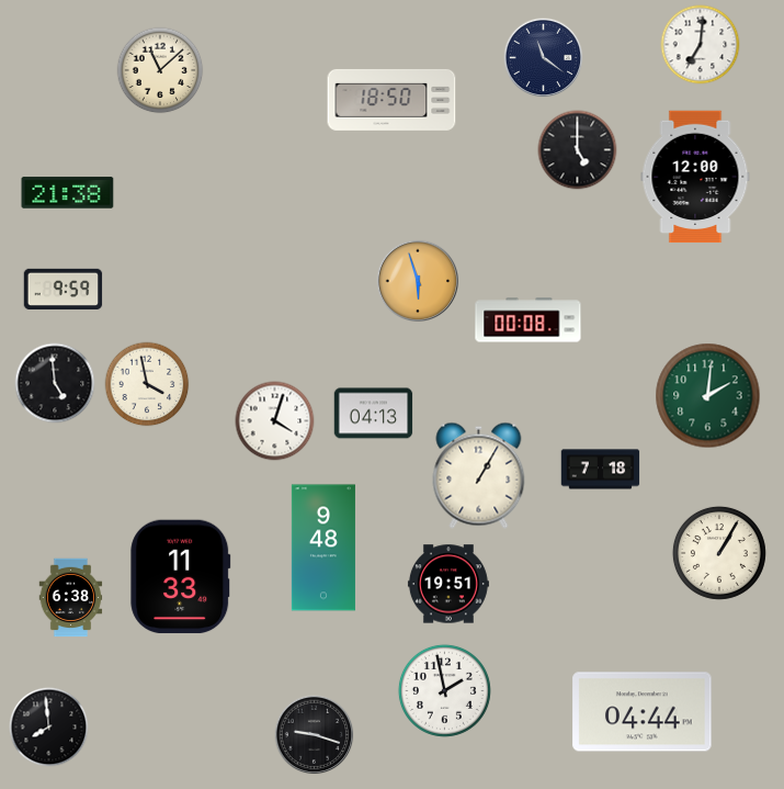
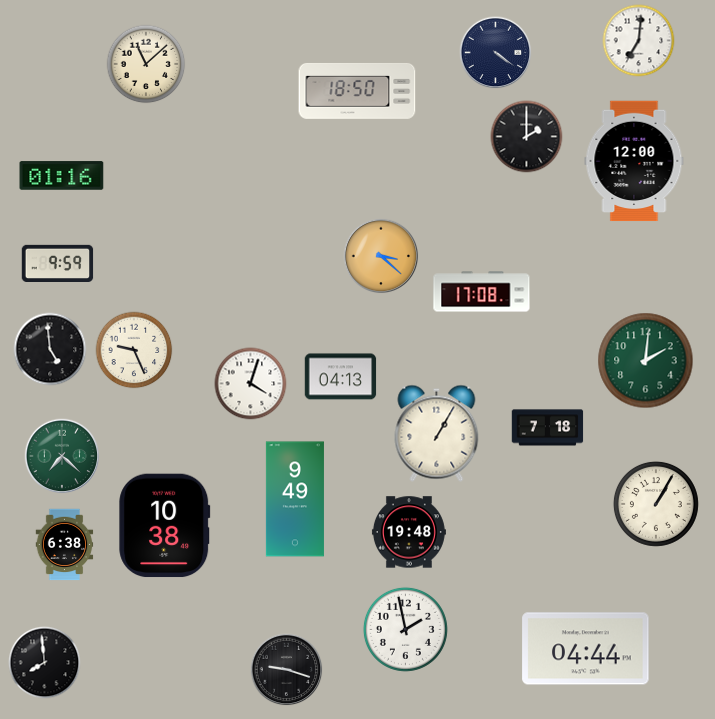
clock at (544, 58): 11:21 -> 4:21
clock at (578, 150): 5:00 -> 2:00
clock at (68, 193): 21:38 -> 01:16
clock at (418, 281): 5:57 -> 3:22
clock at (529, 320): 00:08 -> 17:08
clock at (147, 384): 3:58 -> 9:26
clock at (62, 456): none -> 7:22
clock at (323, 548): 9:48 -> 9:49
clock at (181, 577): 11:33 -> 10:38
clock at (448, 584): 19:51 -> 19:48
